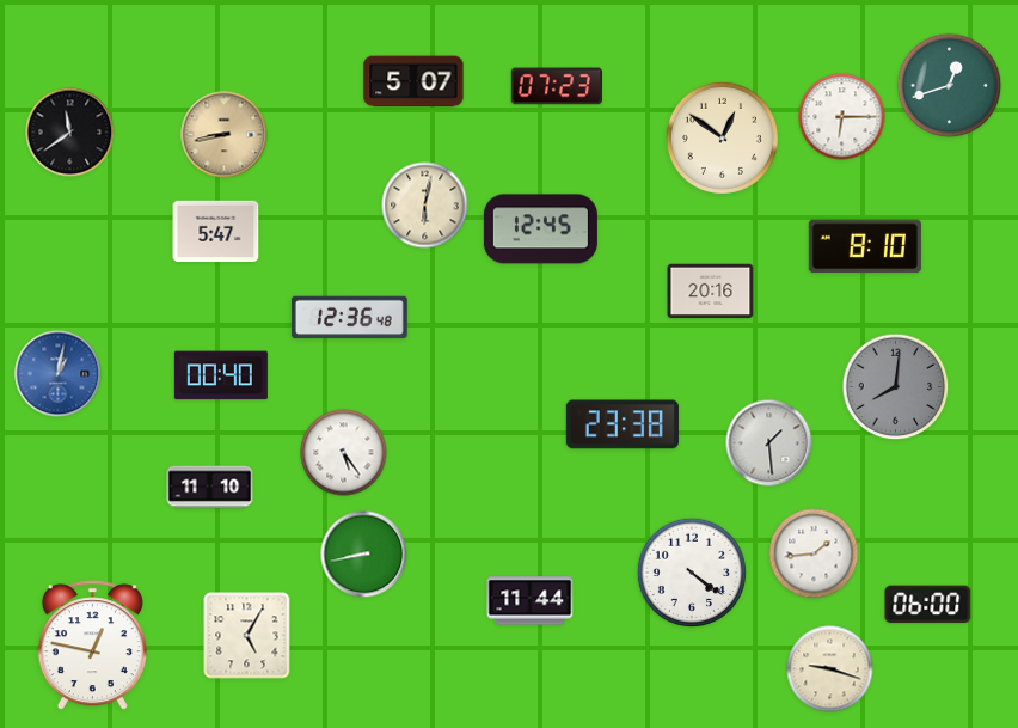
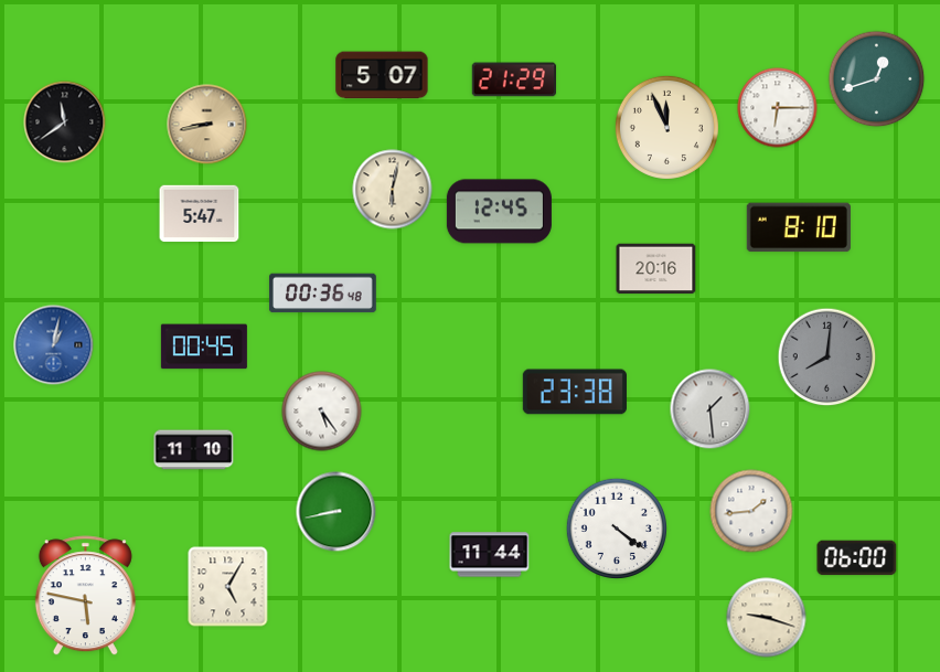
clock at (556, 86): 07:23 -> 21:29
clock at (722, 137): 12:51 -> 11:56
clock at (349, 318): 12:36 -> 00:36
clock at (221, 375): 00:40 -> 00:45
clock at (344, 453) position: (344, 453) -> (322, 412)
clock at (691, 571) position: (691, 571) -> (616, 527)
clock at (92, 646): 12:47 -> 5:47
